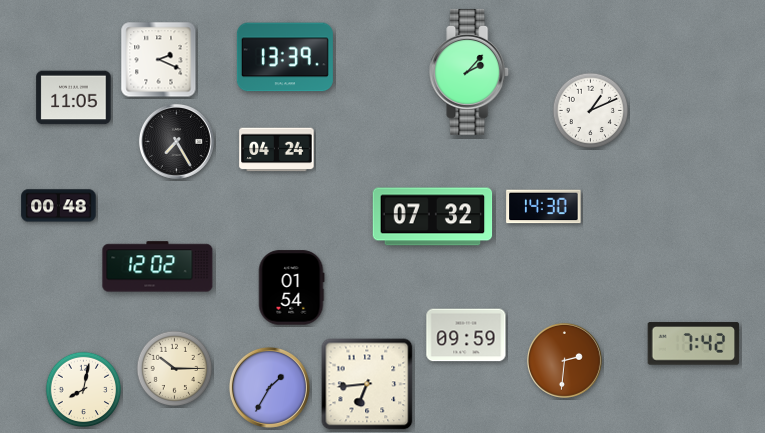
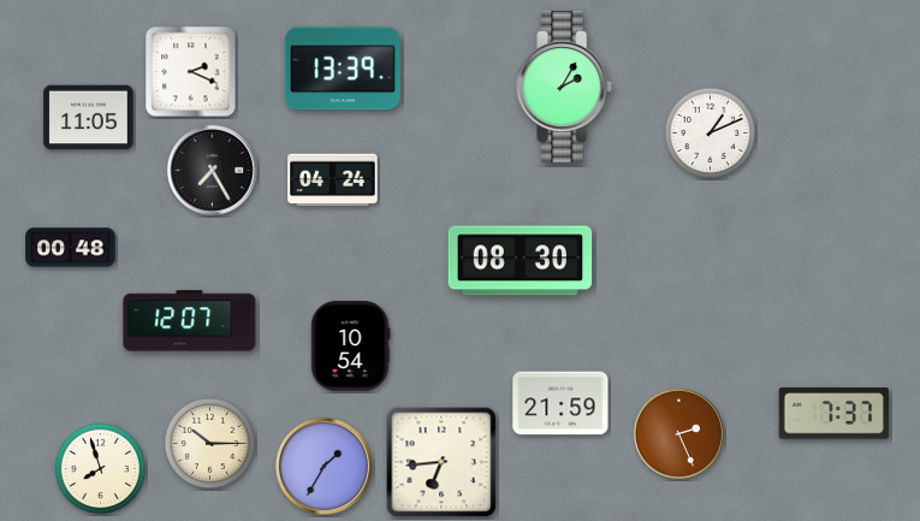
clock at (470, 72): 2:07 -> 2:05
clock at (544, 207): 14:30 -> none
clock at (433, 217): 07:32 -> 08:30
clock at (158, 267): 12:02 -> 12:07
clock at (291, 288): 01:54 -> 10:54
clock at (466, 335): 09:59 -> 21:59
clock at (694, 344): 7:42 -> 7:37
clock at (564, 360): 2:31 -> 2:26
clock at (84, 390): 8:02 -> 7:57
